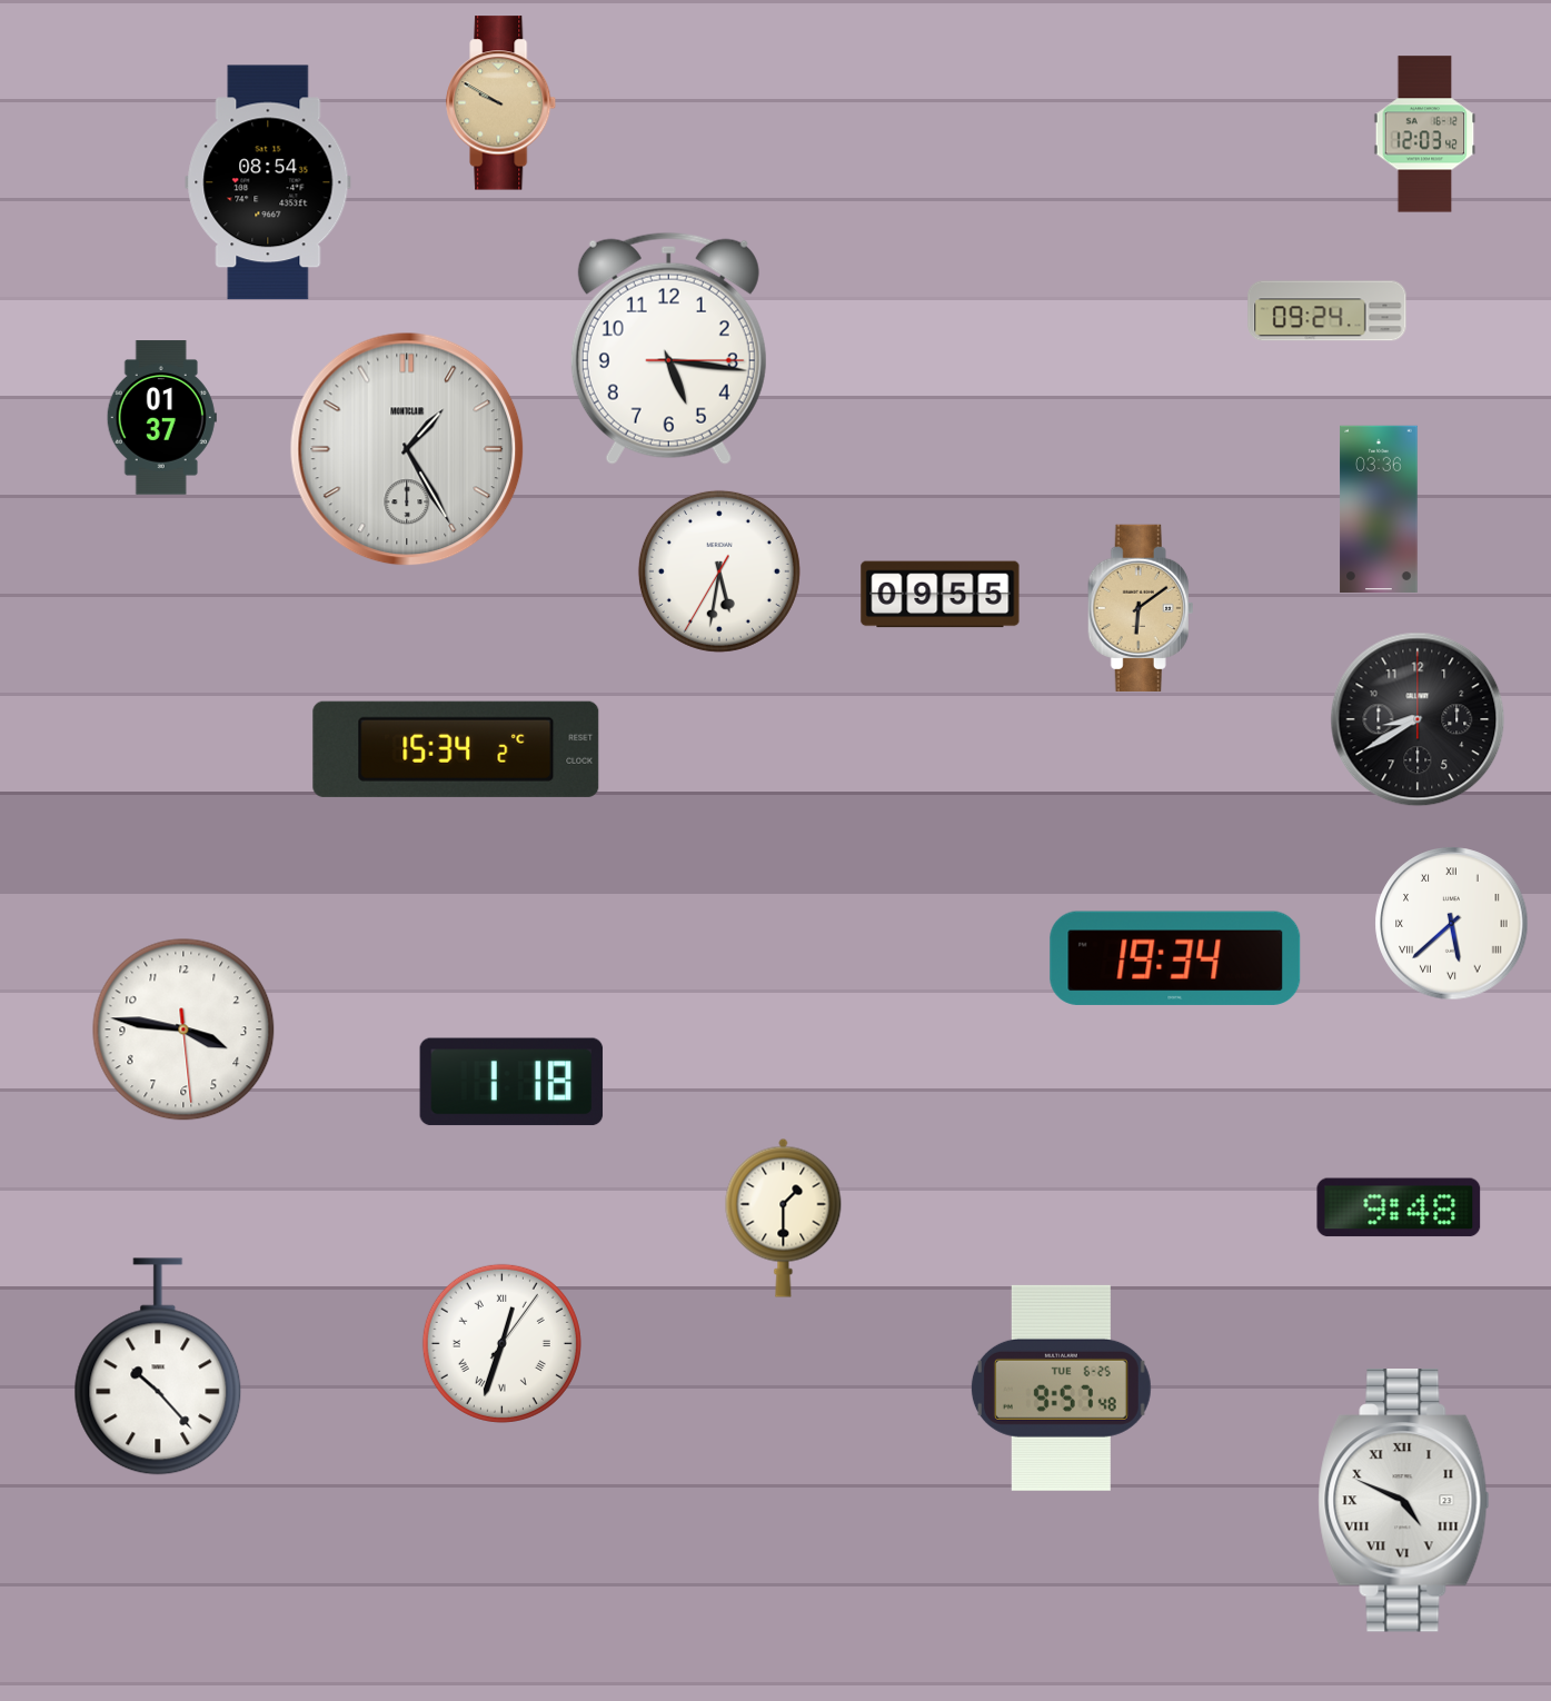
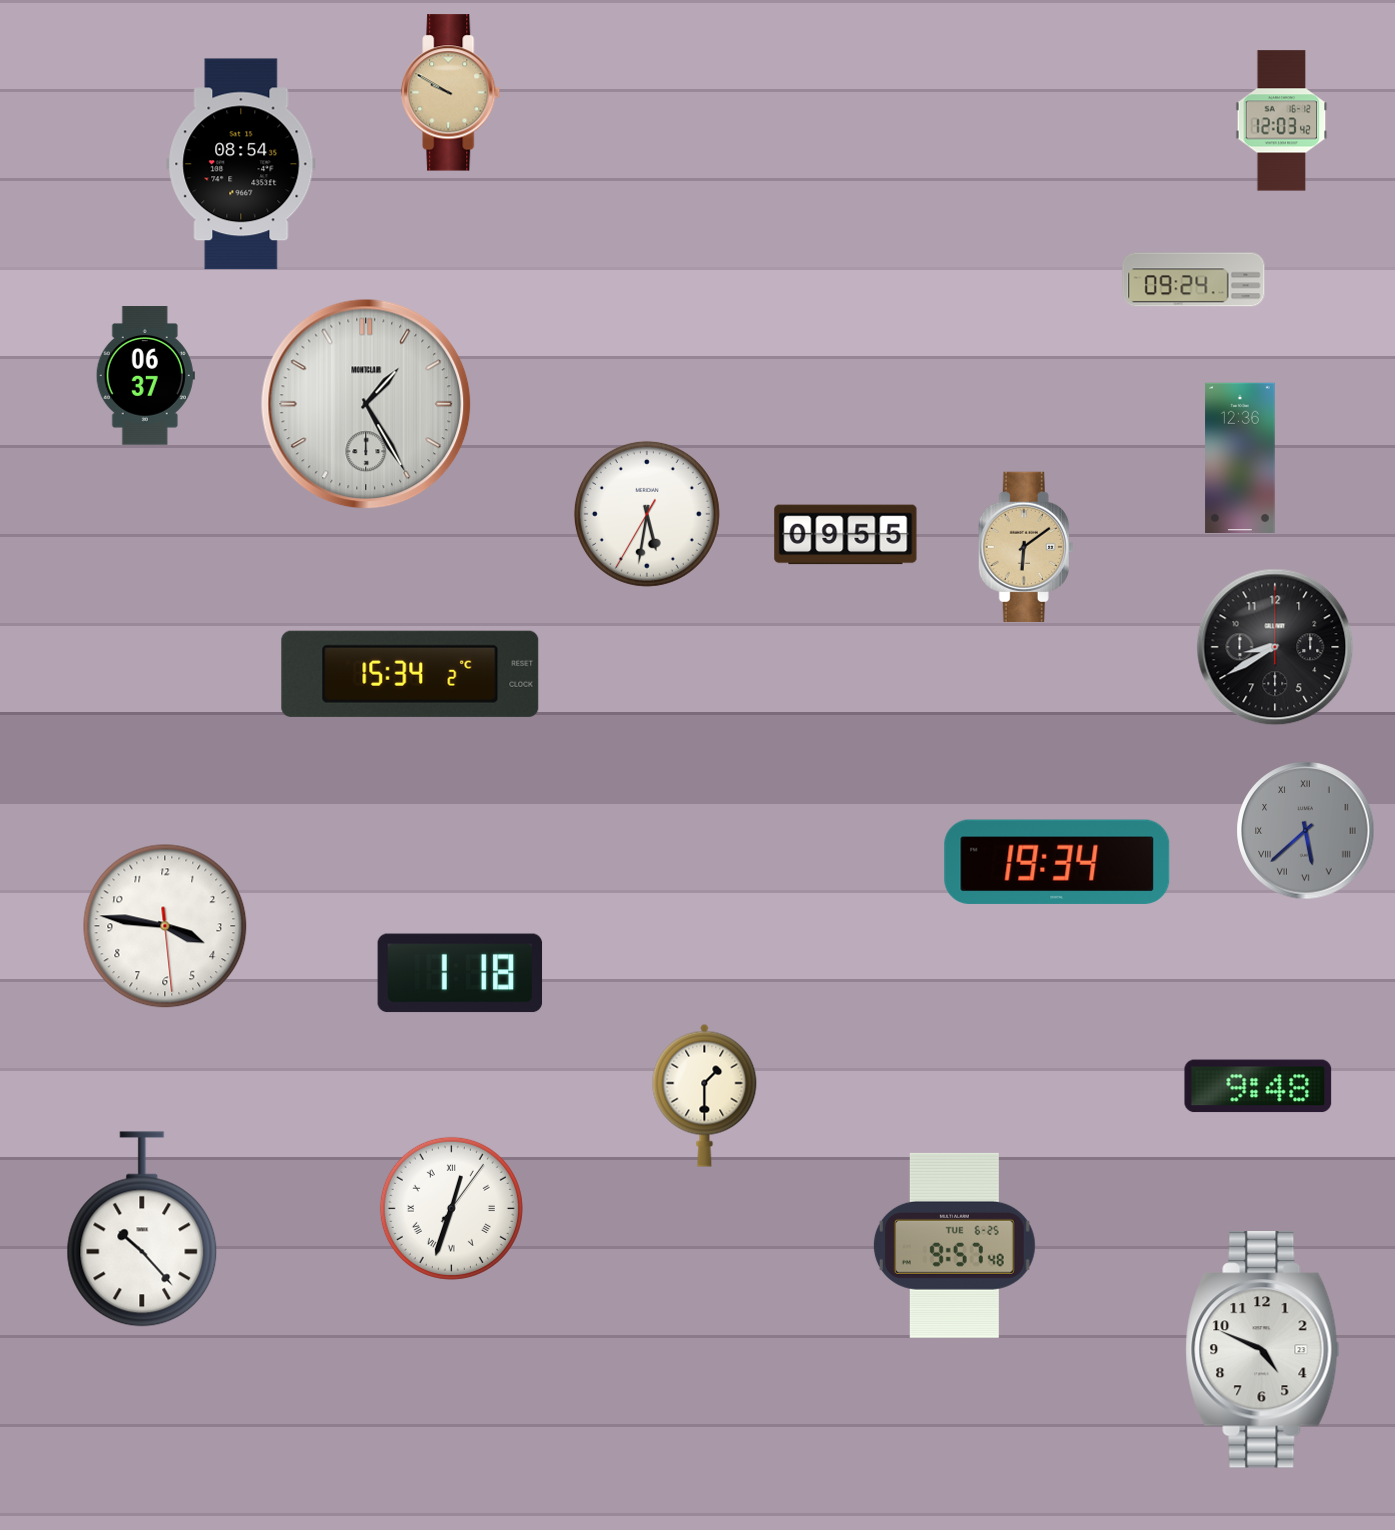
clock at (668, 348): 5:16 -> none
clock at (161, 418): 01:37 -> 06:37
clock at (1379, 508): 03:36 -> 12:36
clock at (1452, 924) dial: white -> grey
clock at (1061, 1387) position: (1061, 1387) -> (954, 1245)
clock at (1404, 1501) numerals: Roman -> Arabic
